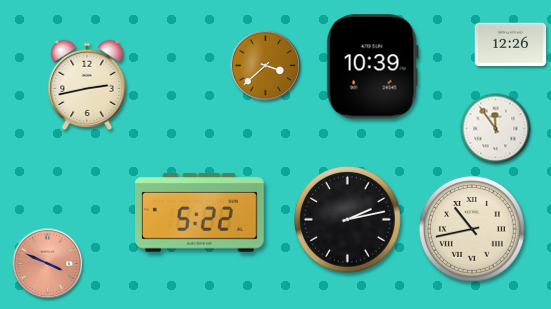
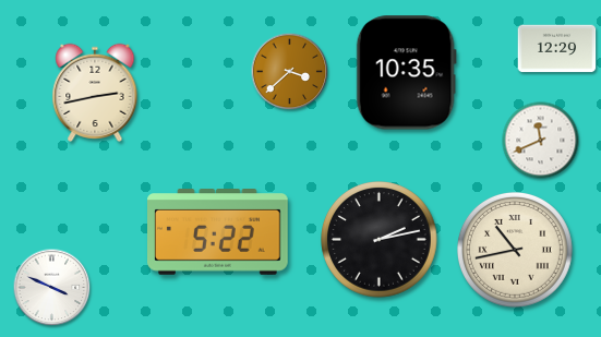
clock at (511, 45): 12:26 -> 12:29
clock at (372, 67): 10:39 -> 10:35
clock at (496, 129): 11:54 -> 11:41
clock at (48, 264) dial: salmon -> white
